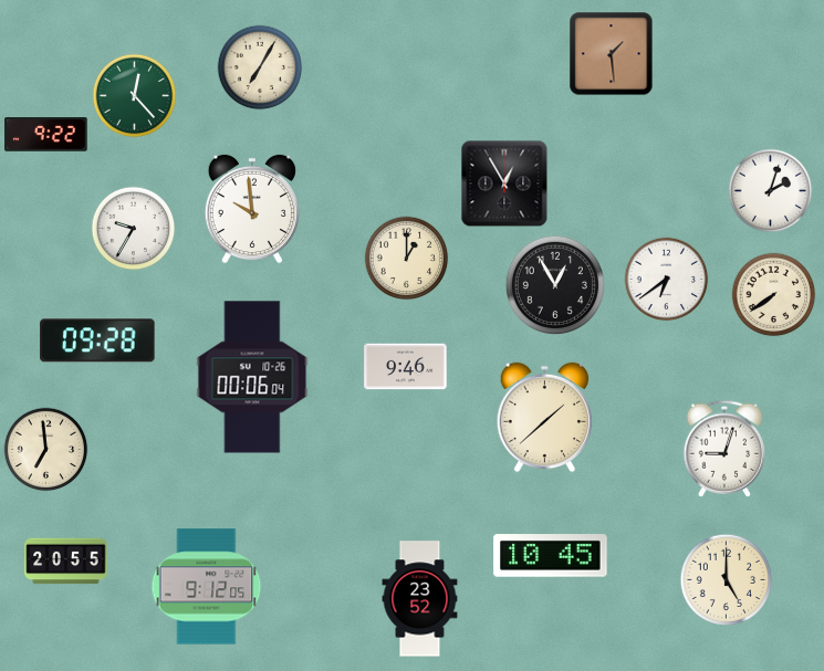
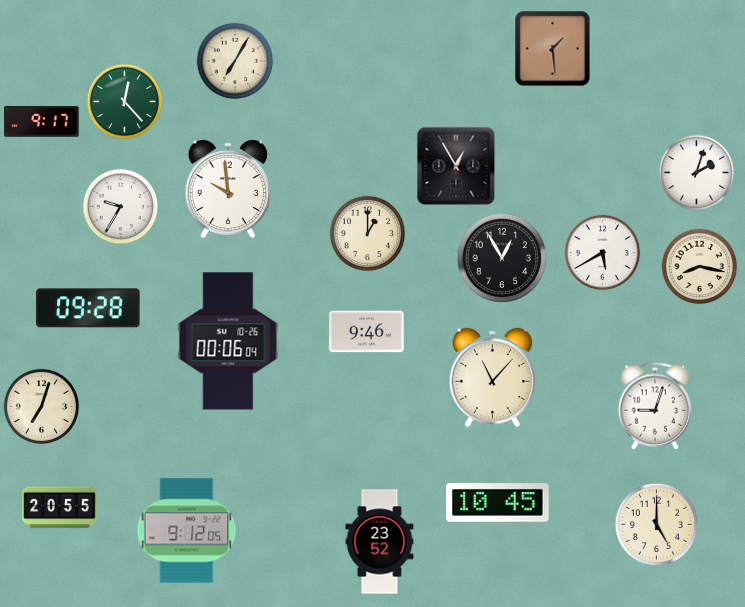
clock at (135, 96) position: (135, 96) -> (125, 102)
clock at (46, 135): 9:22 -> 9:17
clock at (667, 280): 6:39 -> 5:40
clock at (774, 295): 7:39 -> 8:17
clock at (545, 418): 1:38 -> 11:07
clock at (46, 450): 6:59 -> 7:03
